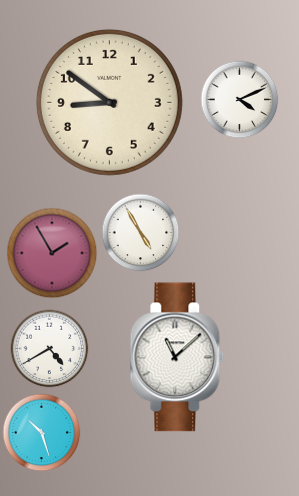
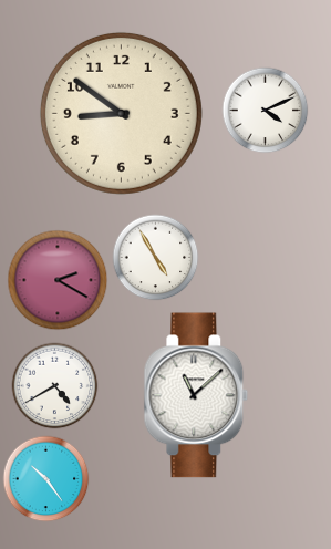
clock at (52, 253): 1:55 -> 2:20
clock at (41, 432): 10:27 -> 10:24
